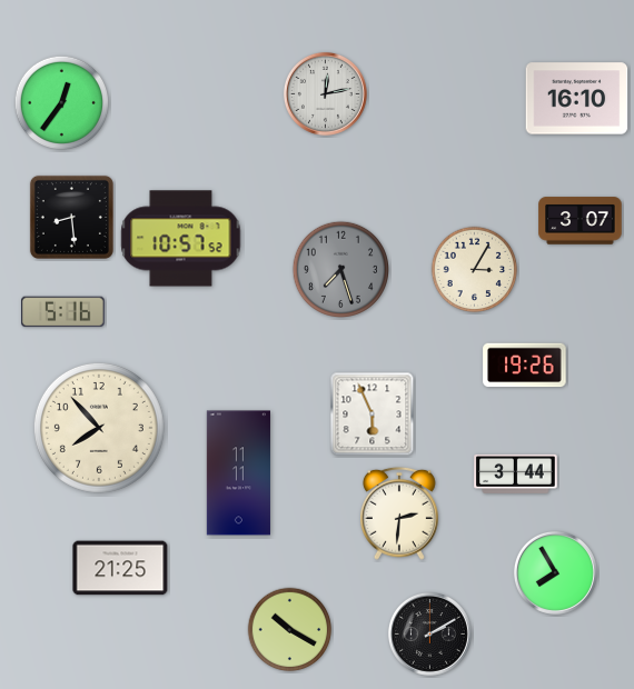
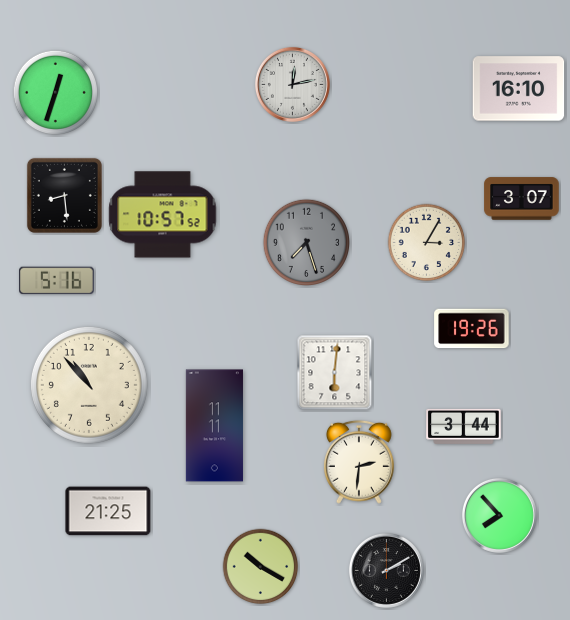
clock at (61, 102): 12:36 -> 12:33
clock at (373, 415): 5:56 -> 6:01
clock at (99, 428): 7:53 -> 10:53
clock at (555, 572): 7:55 -> 7:53
